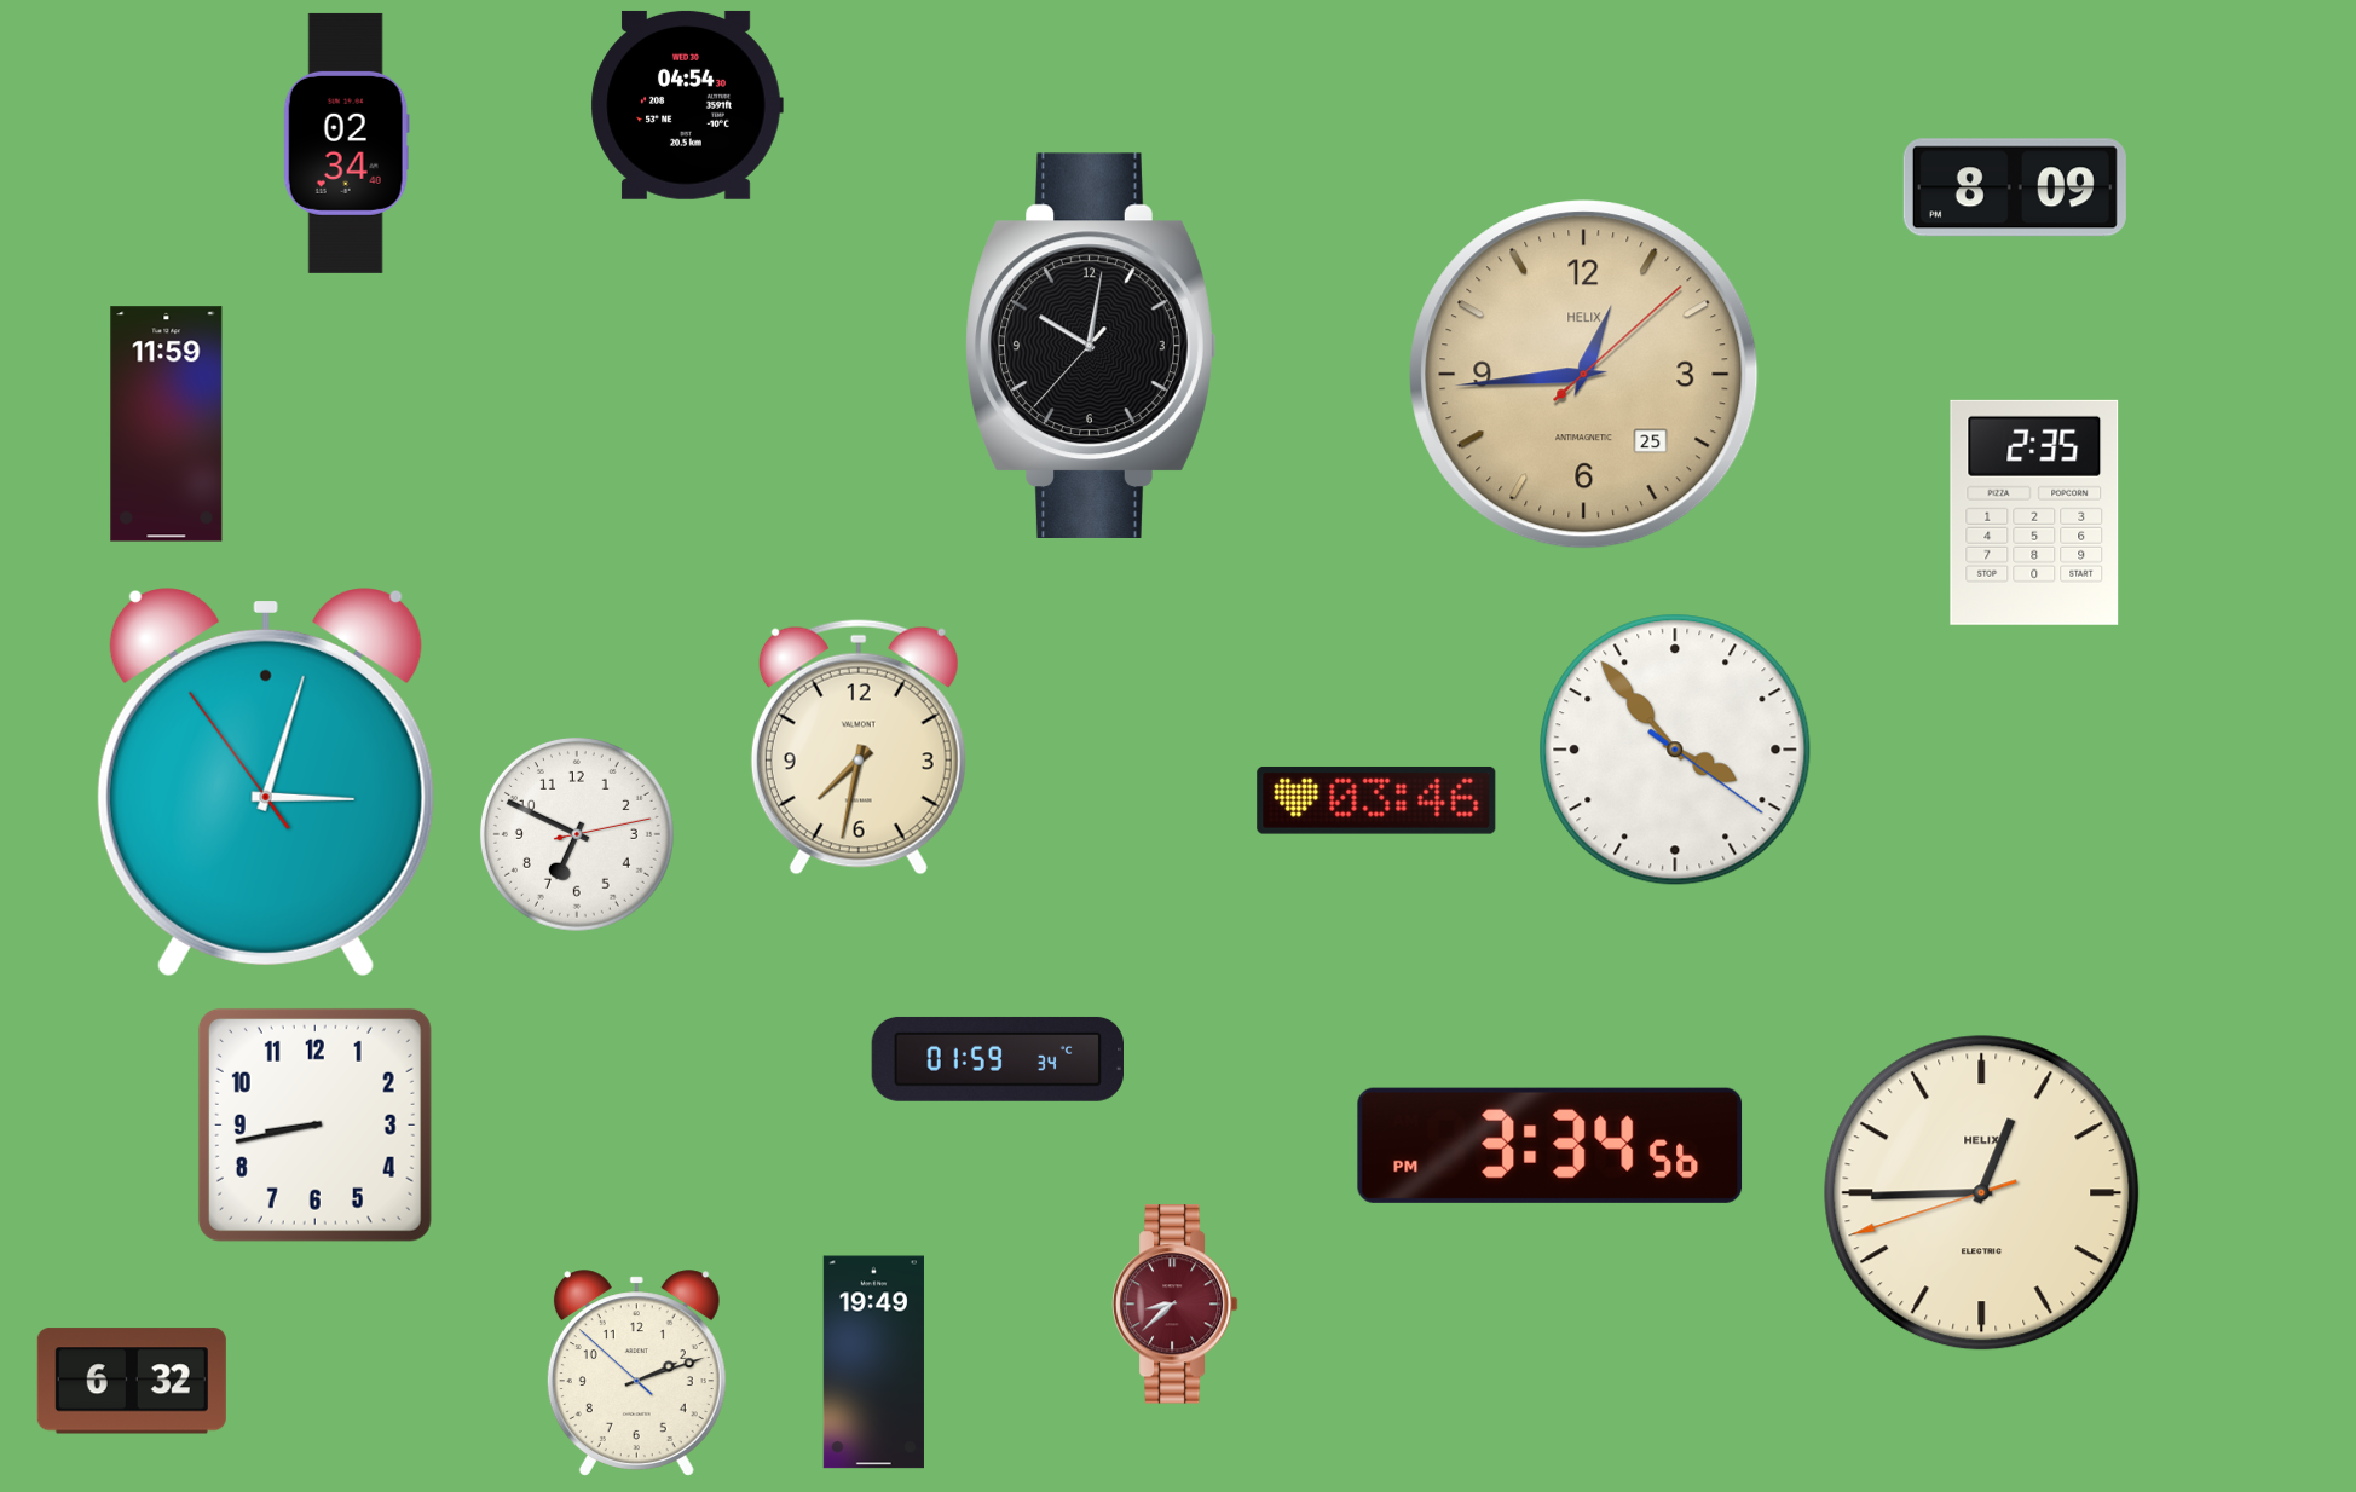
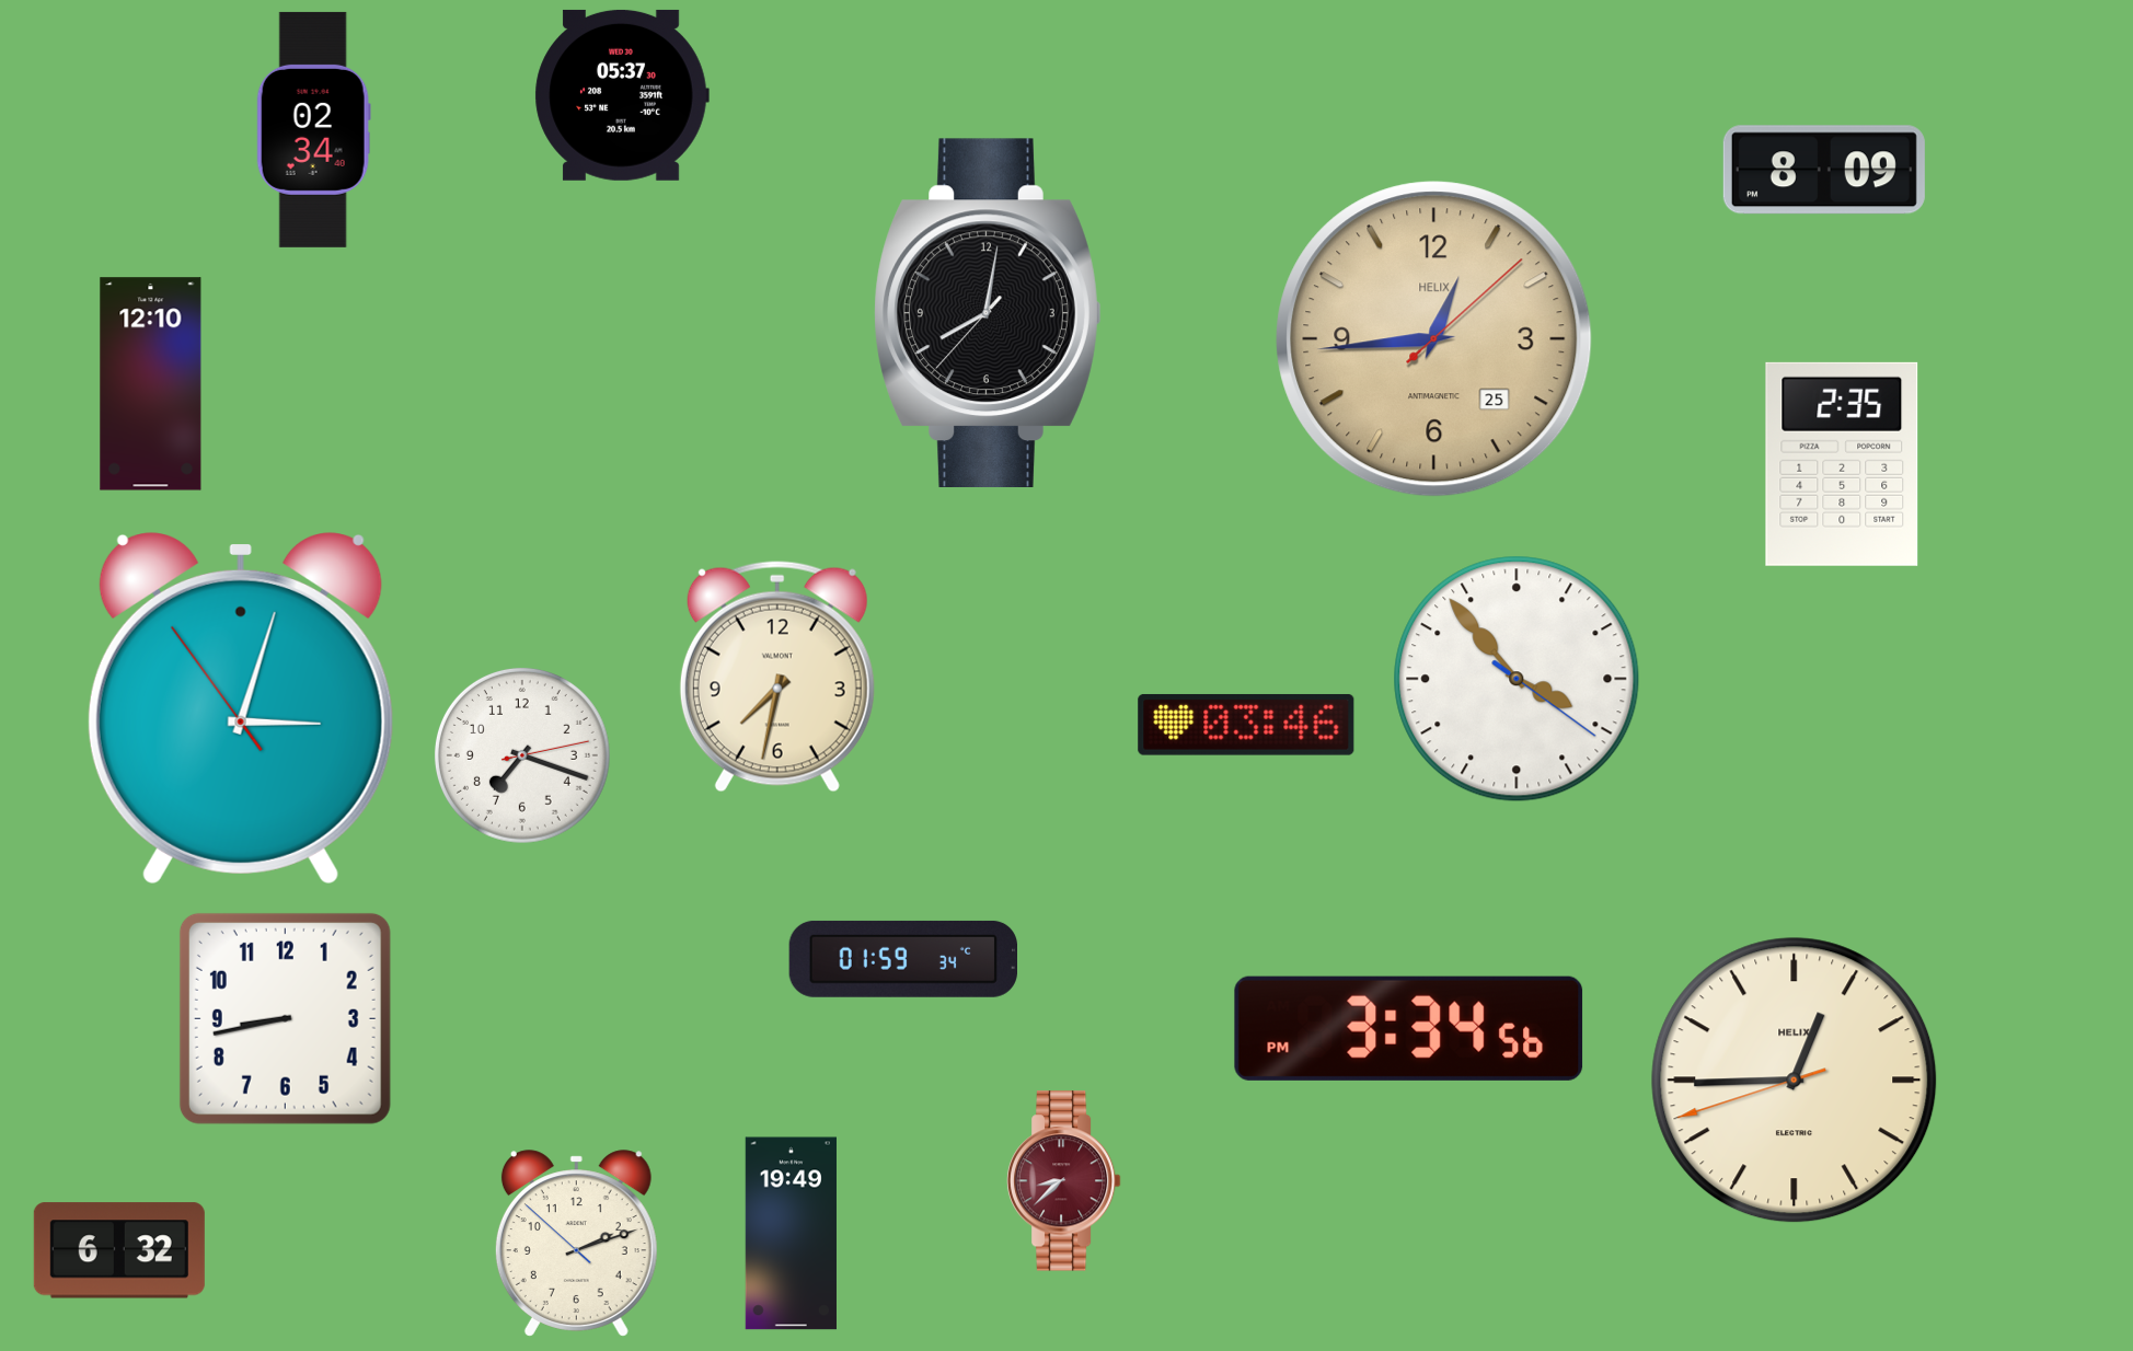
clock at (687, 105): 04:54 -> 05:37
clock at (1091, 345): 10:01 -> 8:01
clock at (167, 424): 11:59 -> 12:10
clock at (577, 834): 6:49 -> 7:18
clock at (1551, 1145) position: (1551, 1145) -> (1409, 1028)
